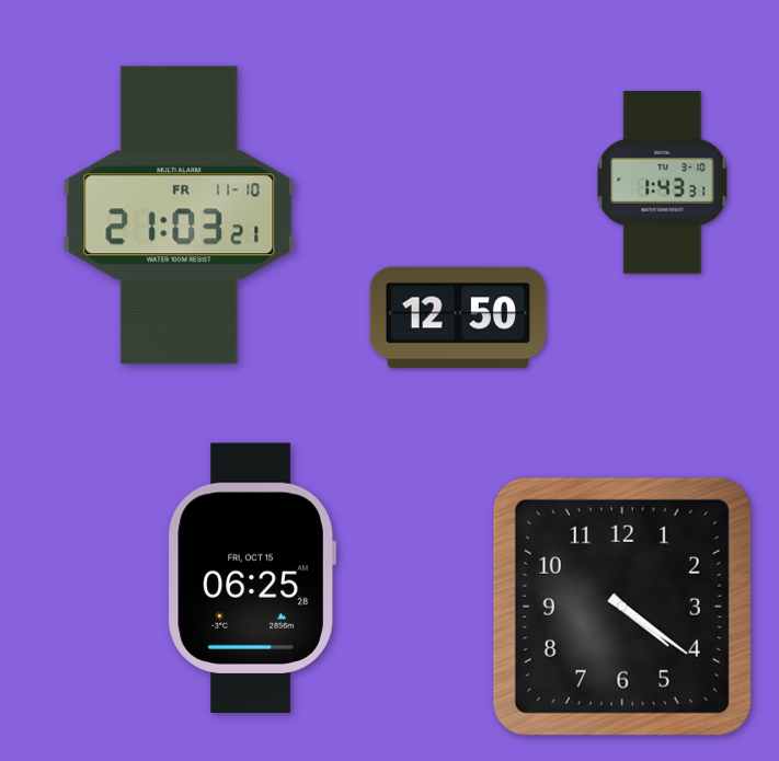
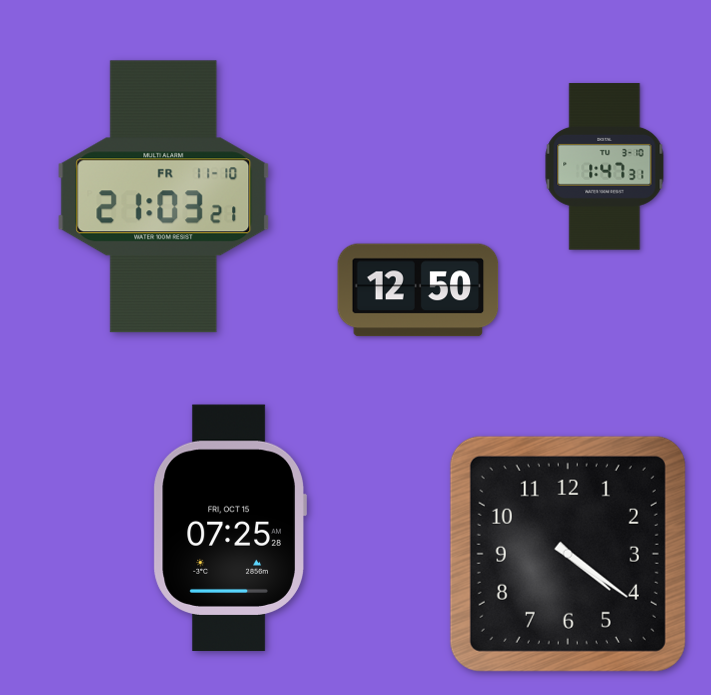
clock at (663, 183): 1:43 -> 1:47
clock at (252, 578): 06:25 -> 07:25
